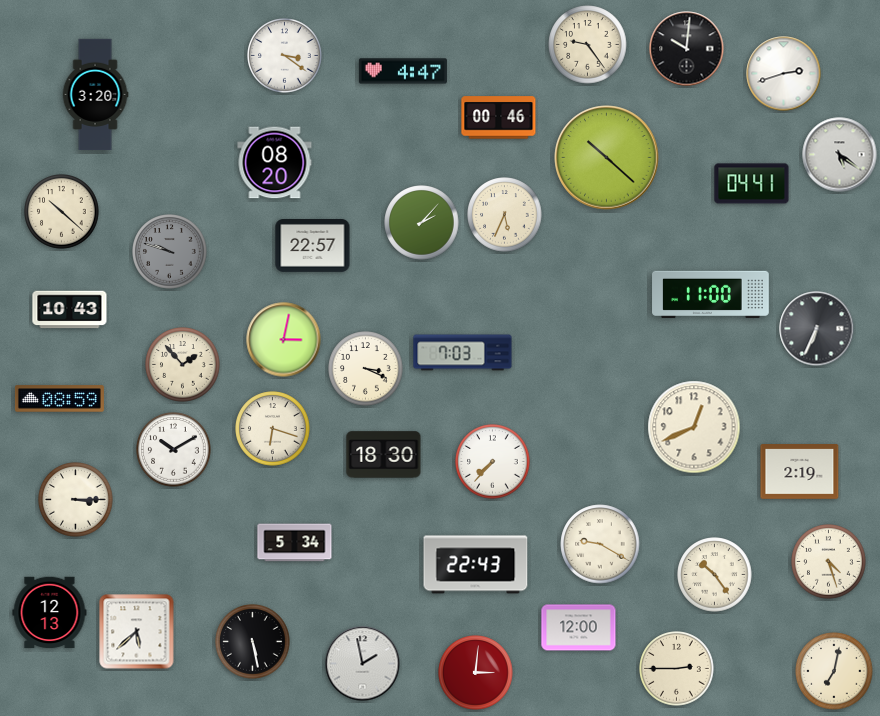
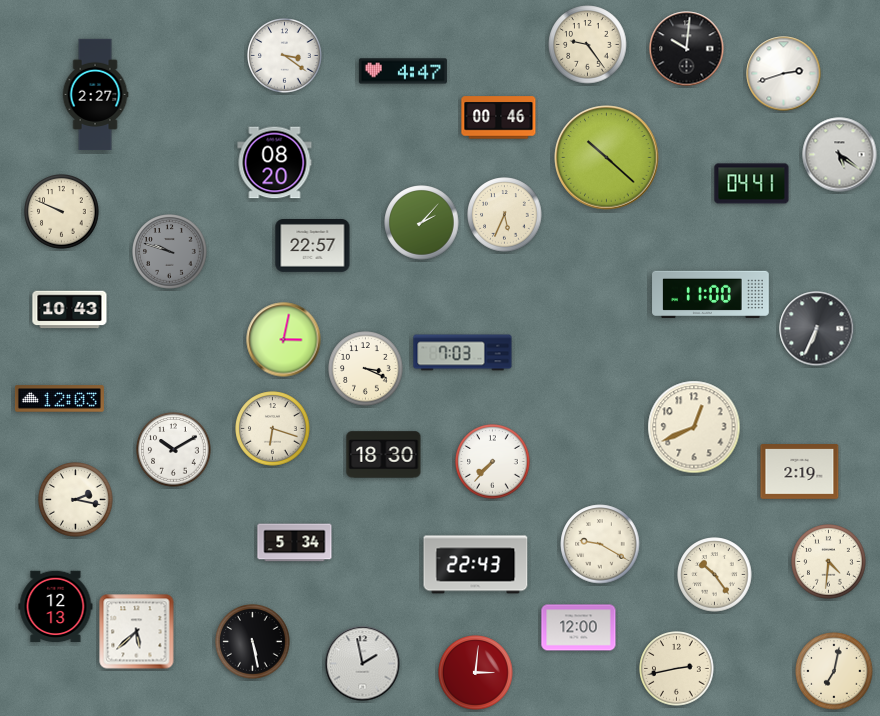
clock at (95, 95): 3:20 -> 2:27
clock at (62, 212): 10:22 -> 9:49
clock at (183, 365): 1:53 -> none
clock at (59, 399): 08:59 -> 12:03
clock at (76, 500): 3:15 -> 2:17
clock at (829, 562): 4:27 -> 4:31
clock at (50, 613) position: (50, 613) -> (56, 607)
clock at (677, 669): 2:45 -> 2:43
